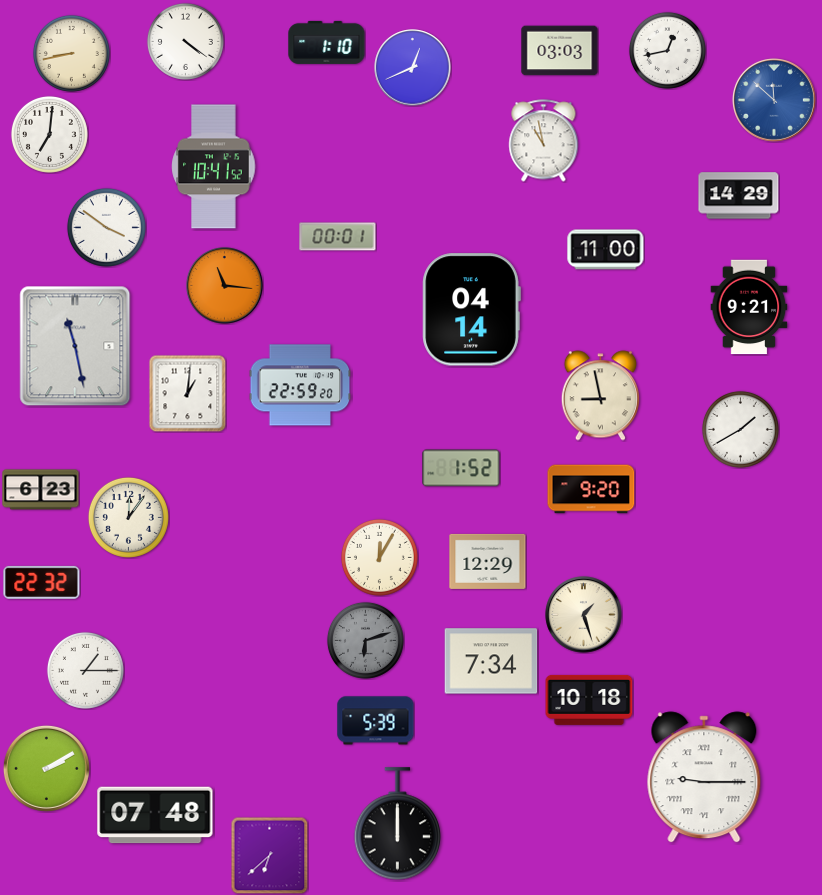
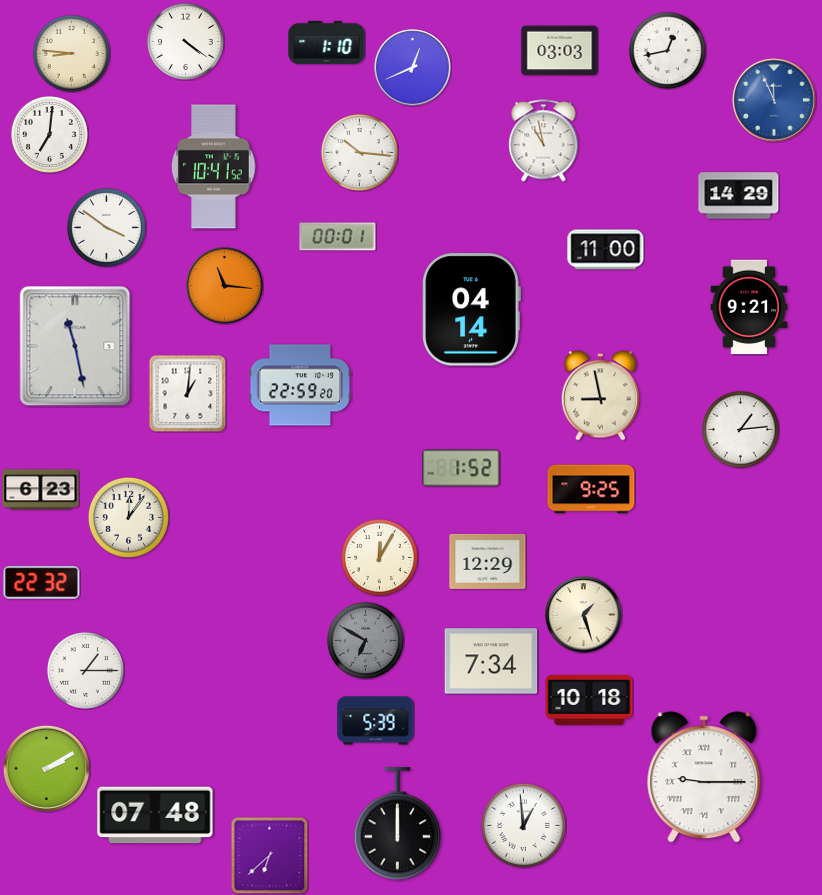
clock at (71, 53): 8:43 -> 8:46
clock at (774, 100): 11:52 -> 11:56
clock at (359, 152): none -> 10:16
clock at (740, 429): 1:40 -> 1:14
clock at (591, 489): 9:20 -> 9:25
clock at (365, 640): 6:12 -> 6:50
clock at (523, 825): none -> 12:59
